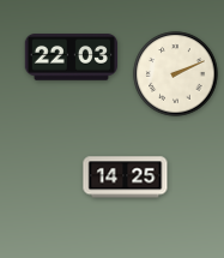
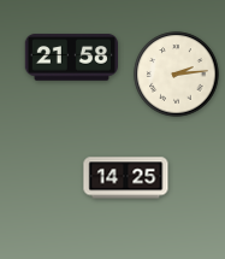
clock at (71, 58): 22:03 -> 21:58
clock at (176, 74): 2:11 -> 2:14
